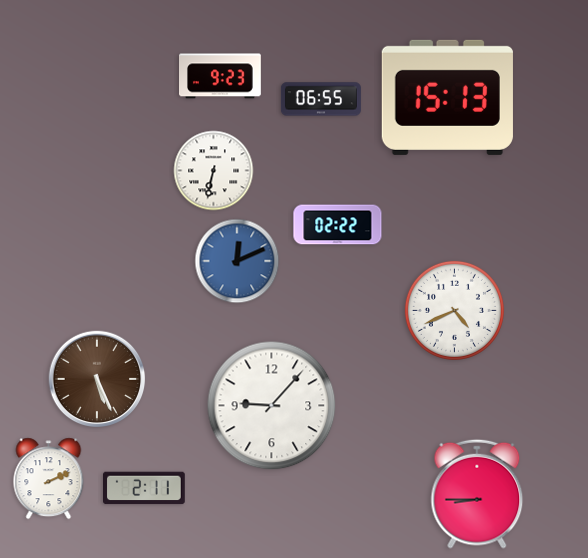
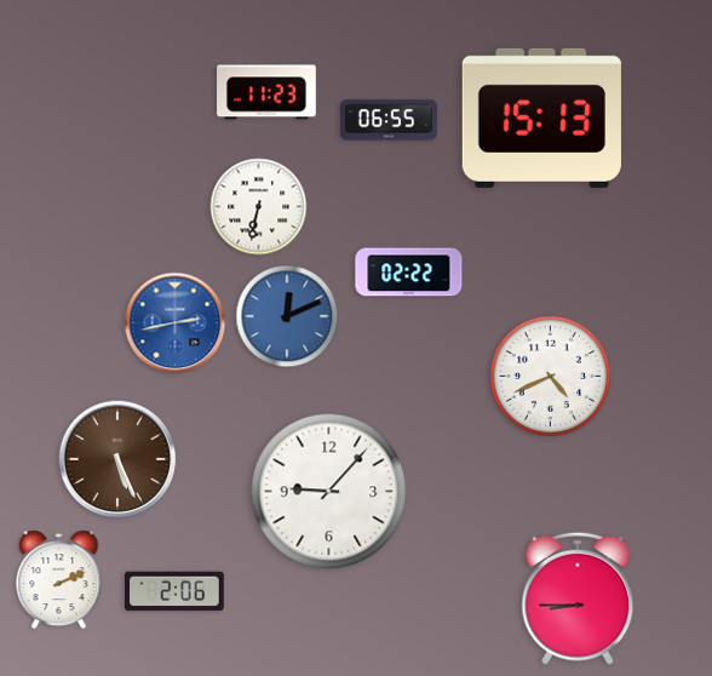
clock at (221, 76): 9:23 -> 11:23
clock at (176, 323): none -> 2:43
clock at (145, 488): 2:11 -> 2:06
